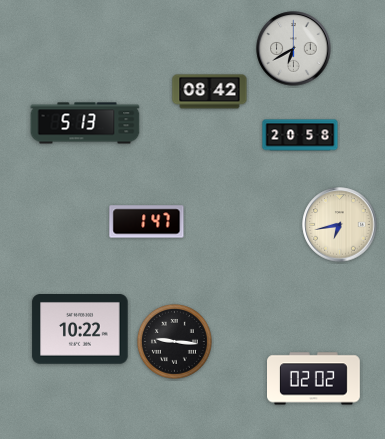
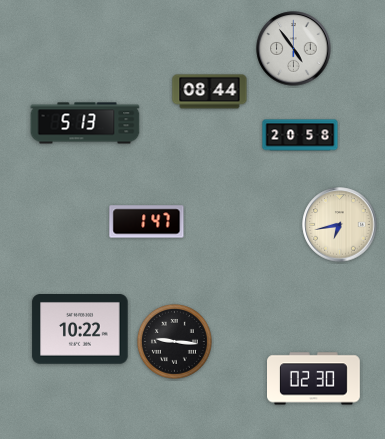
clock at (294, 49): 6:40 -> 4:54
clock at (210, 92): 08:42 -> 08:44
clock at (314, 379): 02:02 -> 02:30
